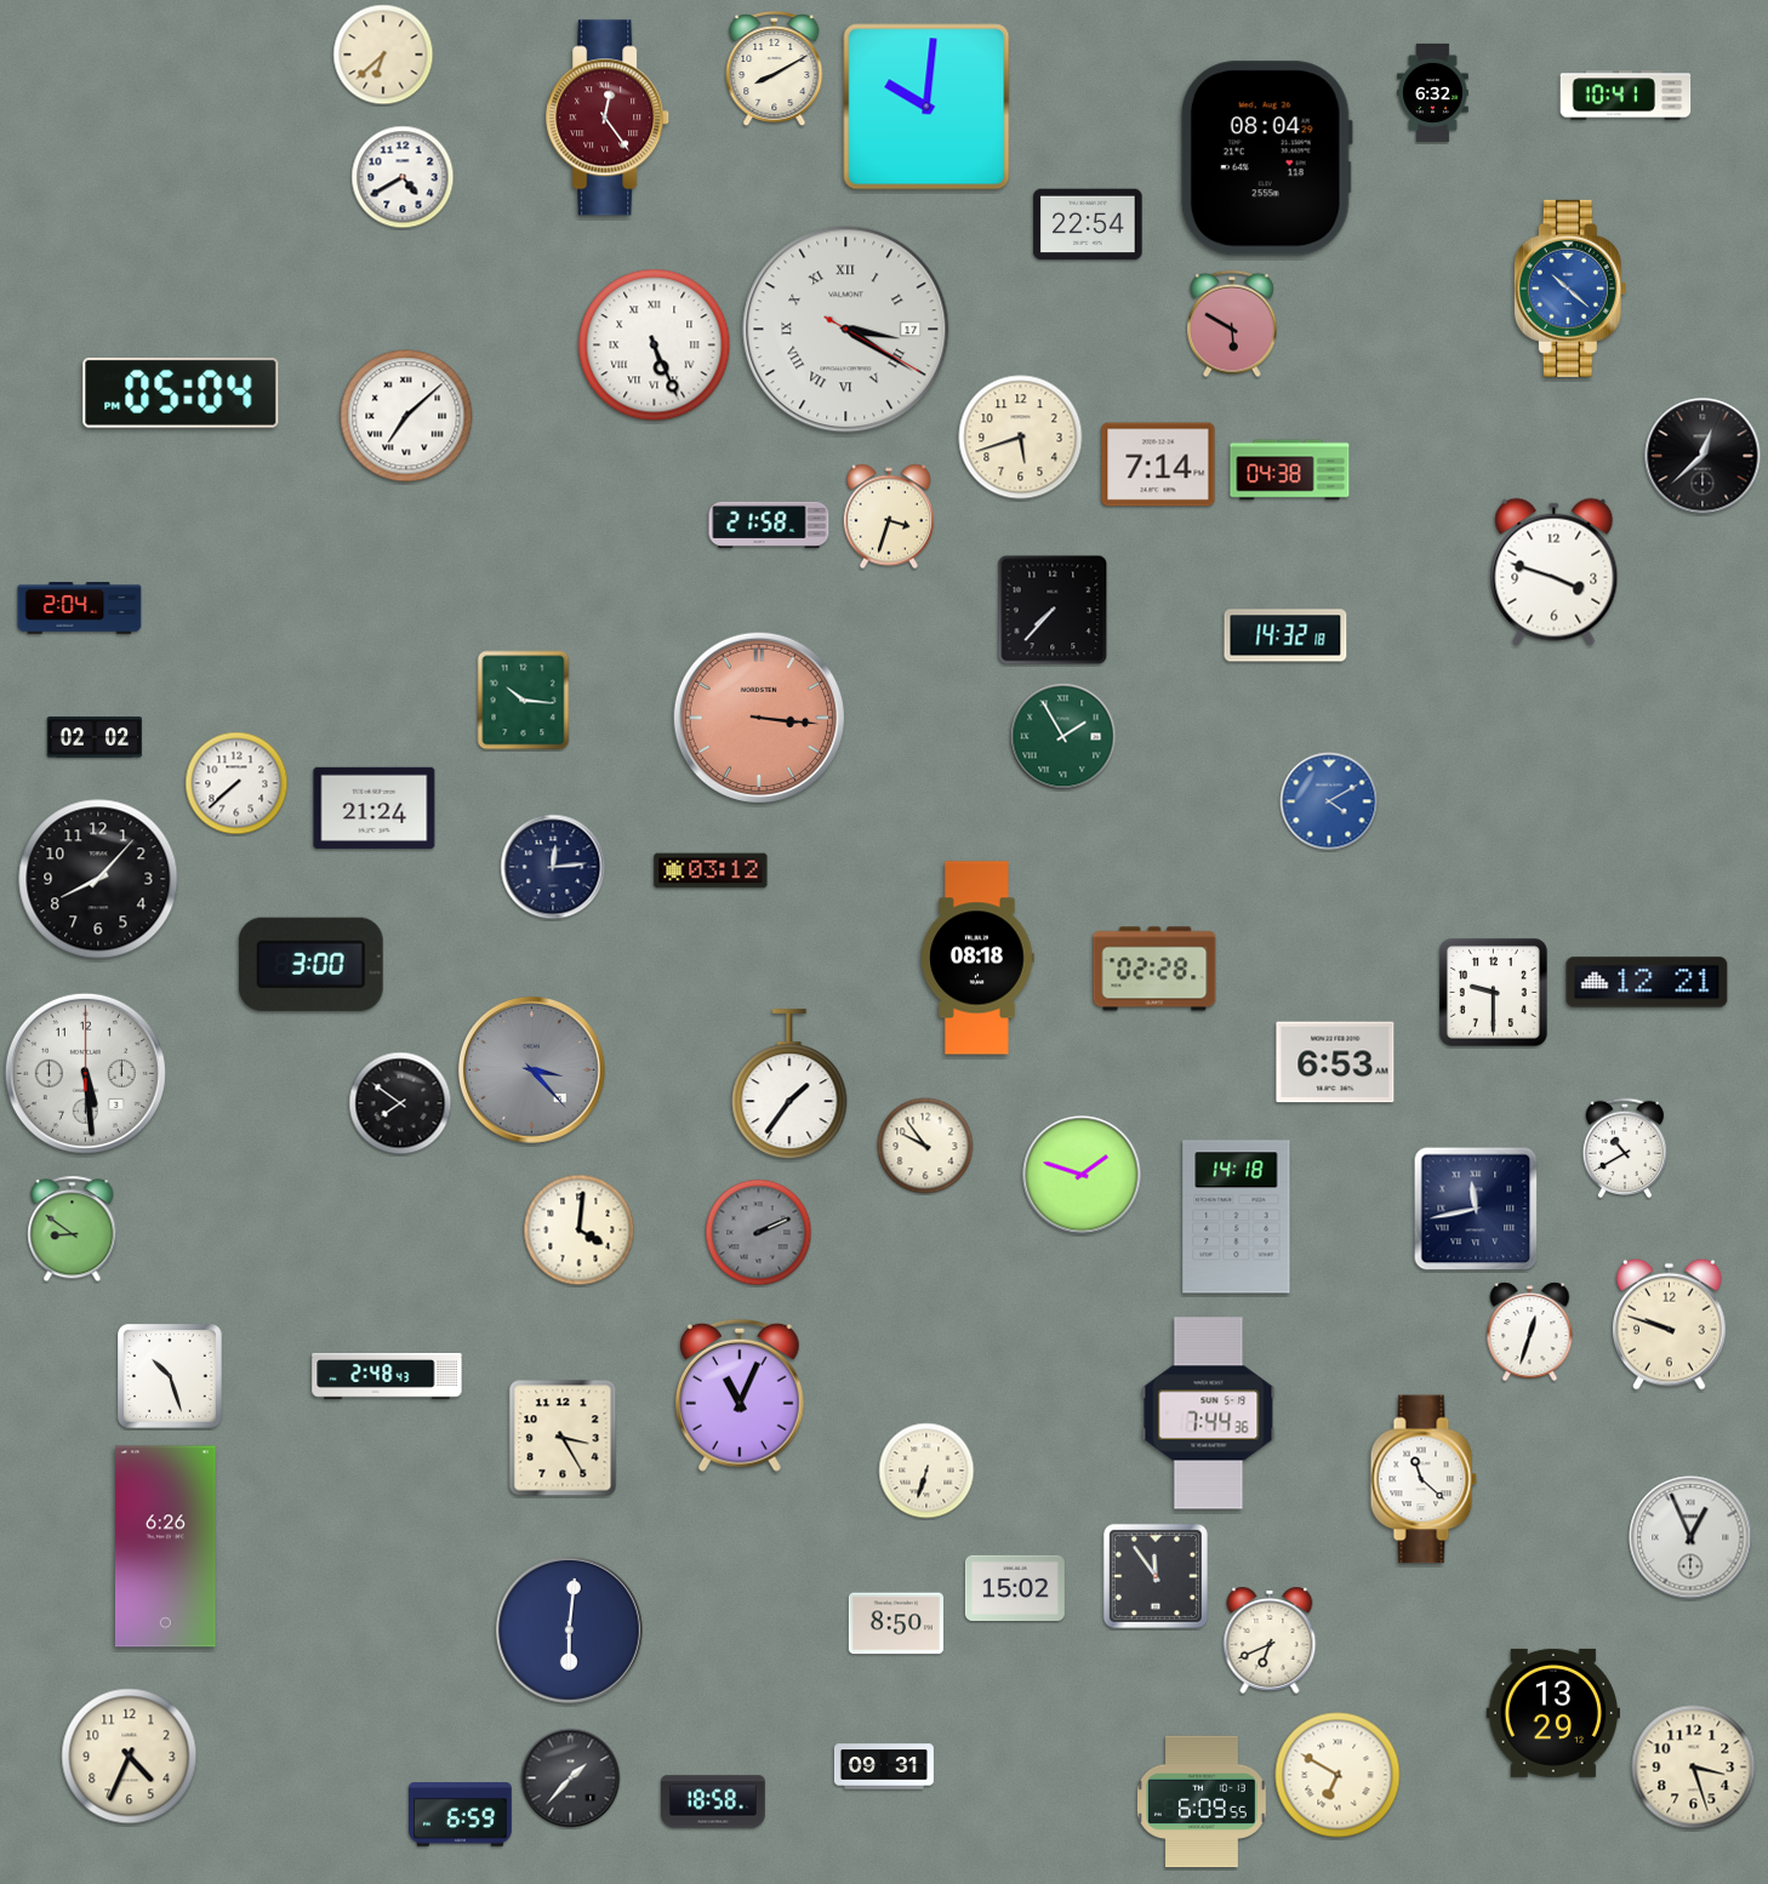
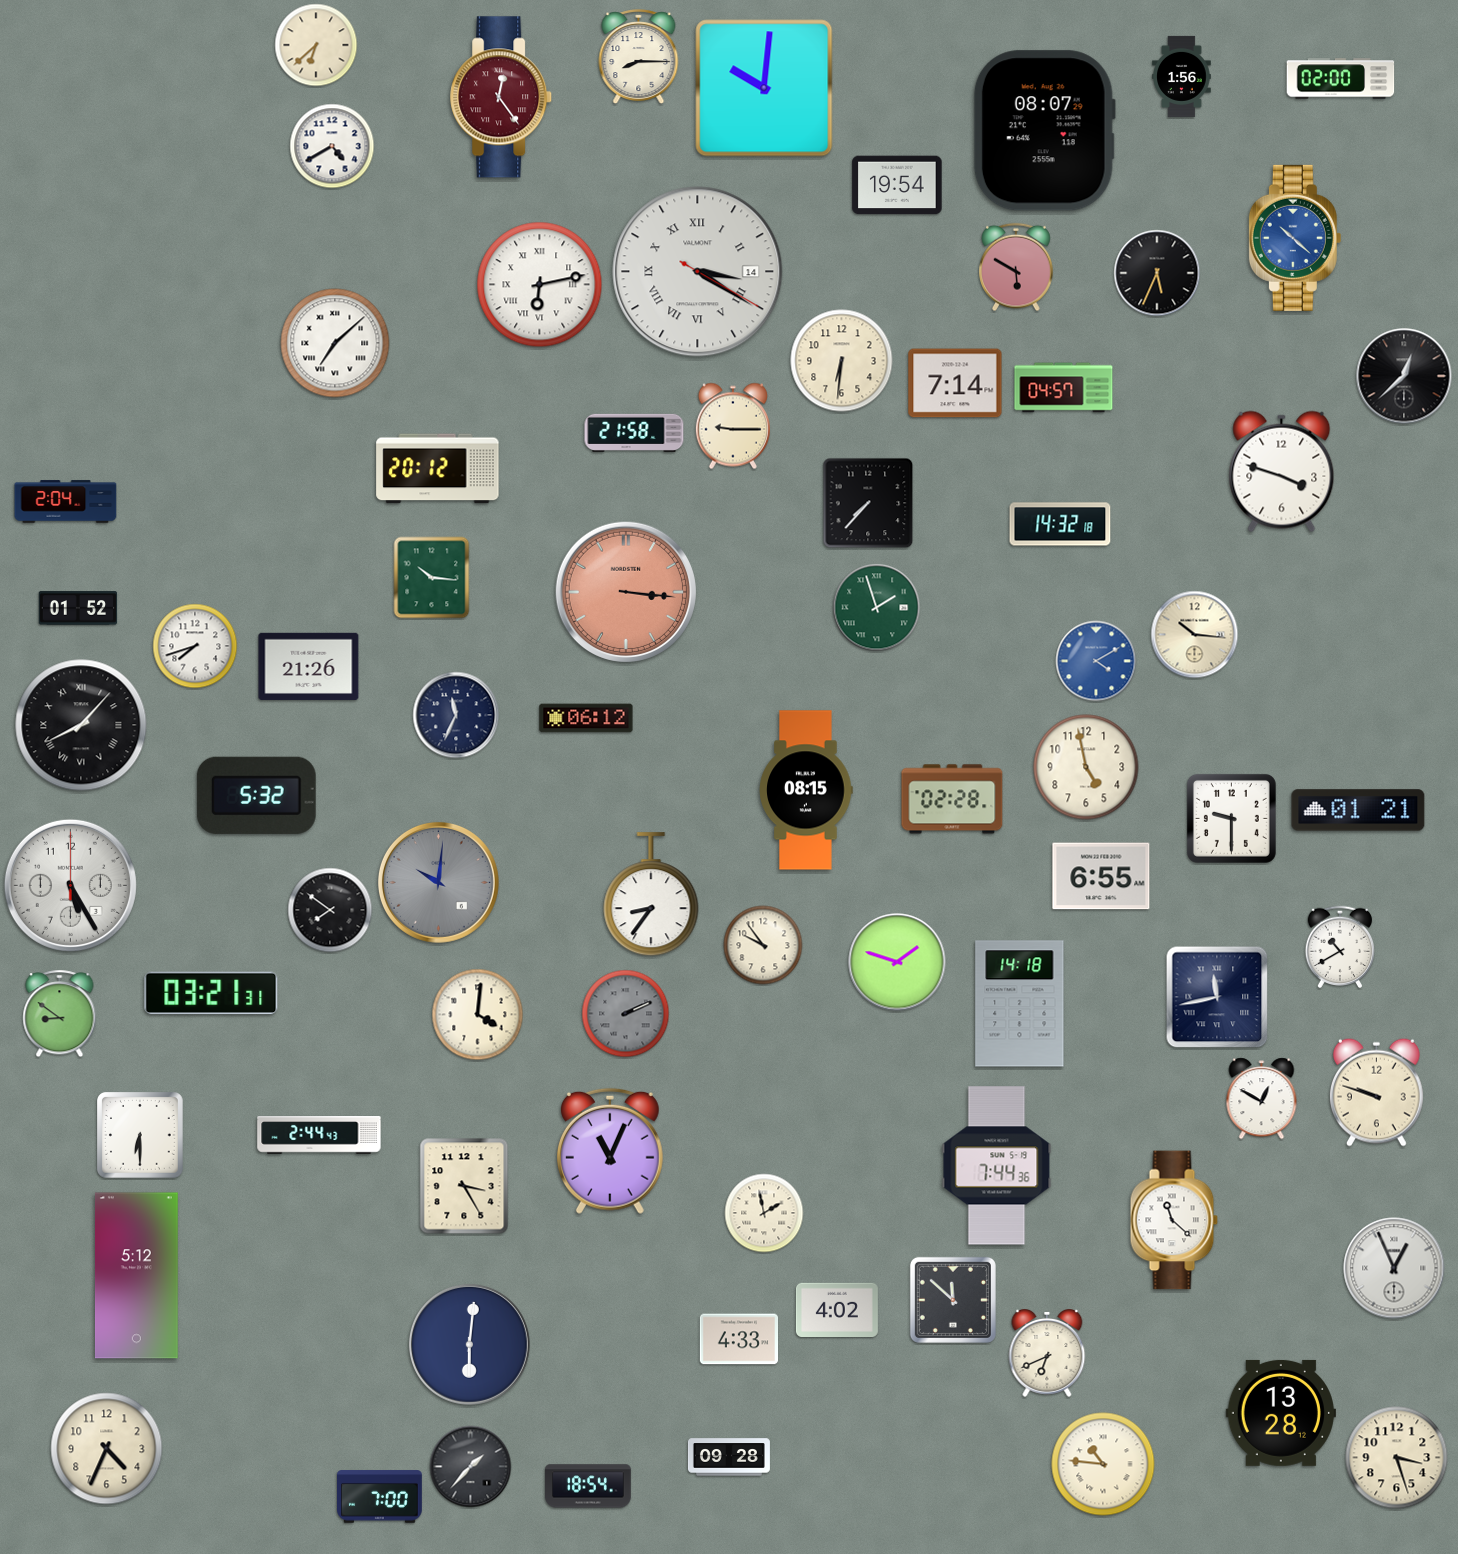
clock at (775, 69): 8:10 -> 8:15
clock at (1433, 92): 6:32 -> 1:56
clock at (1626, 96): 10:41 -> 02:00
clock at (1266, 159): 08:04 -> 08:07
clock at (1088, 224): 22:54 -> 19:54
clock at (846, 330) date: 17 -> 14
clock at (1157, 273): none -> 5:34
clock at (655, 346): 5:26 -> 6:13
clock at (181, 394): 05:04 -> none
clock at (1021, 438): 5:42 -> 6:31
clock at (1290, 470): 04:38 -> 04:57
clock at (889, 516): 3:33 -> 9:15
clock at (438, 469): none -> 20:12
clock at (95, 737): 02:02 -> 01:52
clock at (1063, 737): 1:55 -> 1:57
clock at (1195, 635): none -> 10:16
clock at (236, 783): 7:38 -> 7:42
clock at (375, 807): 21:24 -> 21:26
clock at (553, 867): 12:14 -> 11:34
clock at (711, 870): 03:12 -> 06:12
clock at (98, 879) numerals: Arabic -> Roman
clock at (1086, 767): none -> 4:58
clock at (977, 958): 08:18 -> 08:15
clock at (310, 964): 3:00 -> 5:32
clock at (1647, 982): 12:21 -> 01:21
clock at (1335, 1062): 6:53 -> 6:55
clock at (531, 1069): 3:23 -> 10:01
clock at (85, 1073): 5:29 -> 5:25
clock at (789, 1085): 1:36 -> 8:36
clock at (1082, 1175) position: (1082, 1175) -> (897, 962)
clock at (211, 993): none -> 03:21
clock at (759, 1233) position: (759, 1233) -> (626, 1014)
clock at (1530, 1332): 12:33 -> 12:50
clock at (387, 1376): 2:48 -> 2:44
clock at (171, 1377): 10:27 -> 6:30
clock at (926, 1471): 6:33 -> 1:58
clock at (165, 1547): 6:26 -> 5:12
clock at (1156, 1576): 11:54 -> 11:52
clock at (1015, 1587): 15:02 -> 4:02
clock at (895, 1623): 8:50 -> 4:33
clock at (1553, 1713): 13:29 -> 13:28
clock at (884, 1766): 09:31 -> 09:28
clock at (1338, 1775): 6:50 -> 10:46
clock at (713, 1802): 18:58 -> 18:54
clock at (1202, 1802): 6:09 -> none
clock at (461, 1815): 6:59 -> 7:00
